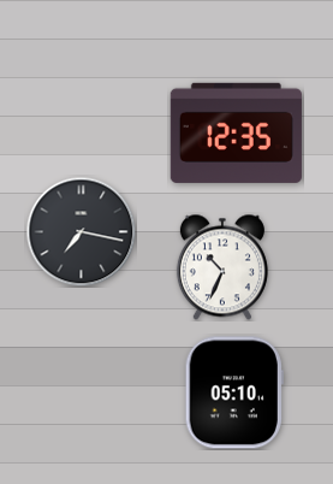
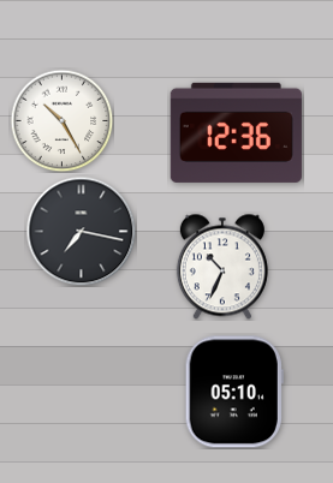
clock at (61, 120): none -> 10:25
clock at (236, 132): 12:35 -> 12:36
